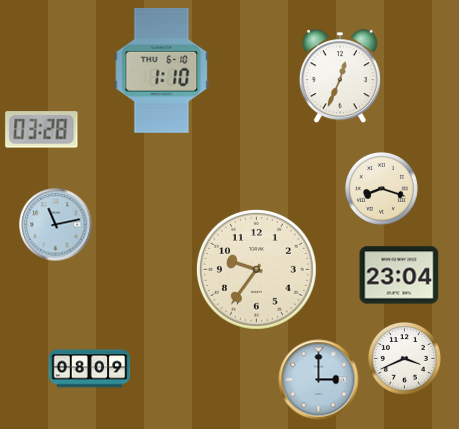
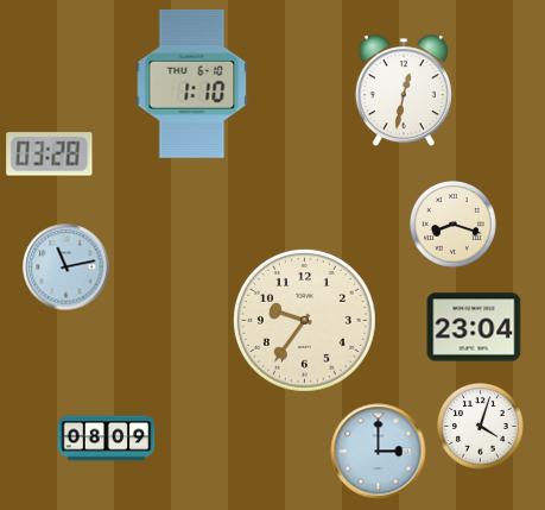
clock at (340, 77): 12:34 -> 12:32
clock at (405, 359): 3:41 -> 4:03
